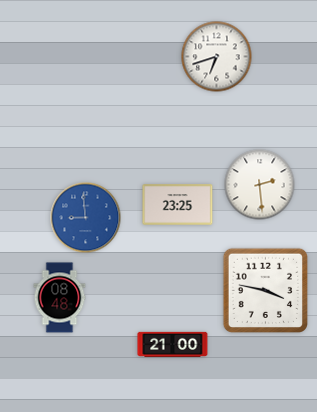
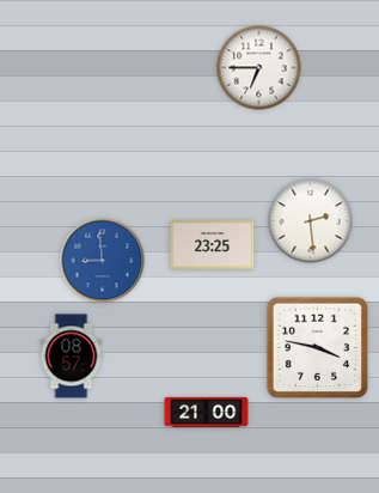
clock at (217, 57): 6:42 -> 6:45
clock at (60, 298): 08:48 -> 08:57
